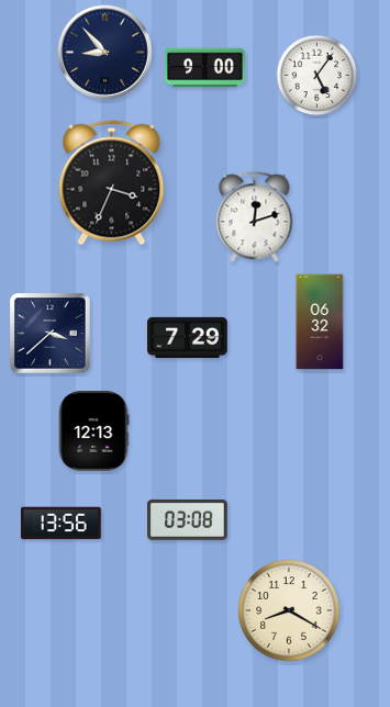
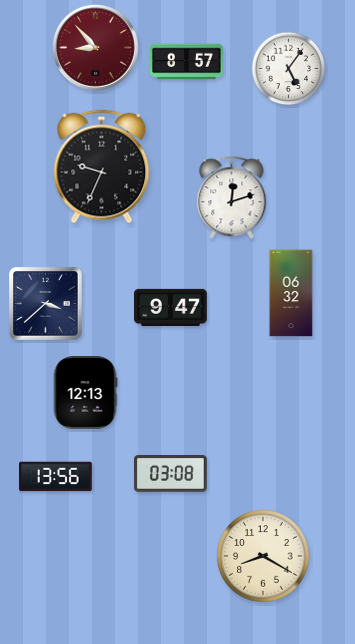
clock at (105, 53) dial: navy -> burgundy
clock at (205, 68): 9:00 -> 8:57
clock at (112, 183): 3:34 -> 9:34
clock at (188, 337): 7:29 -> 9:47
